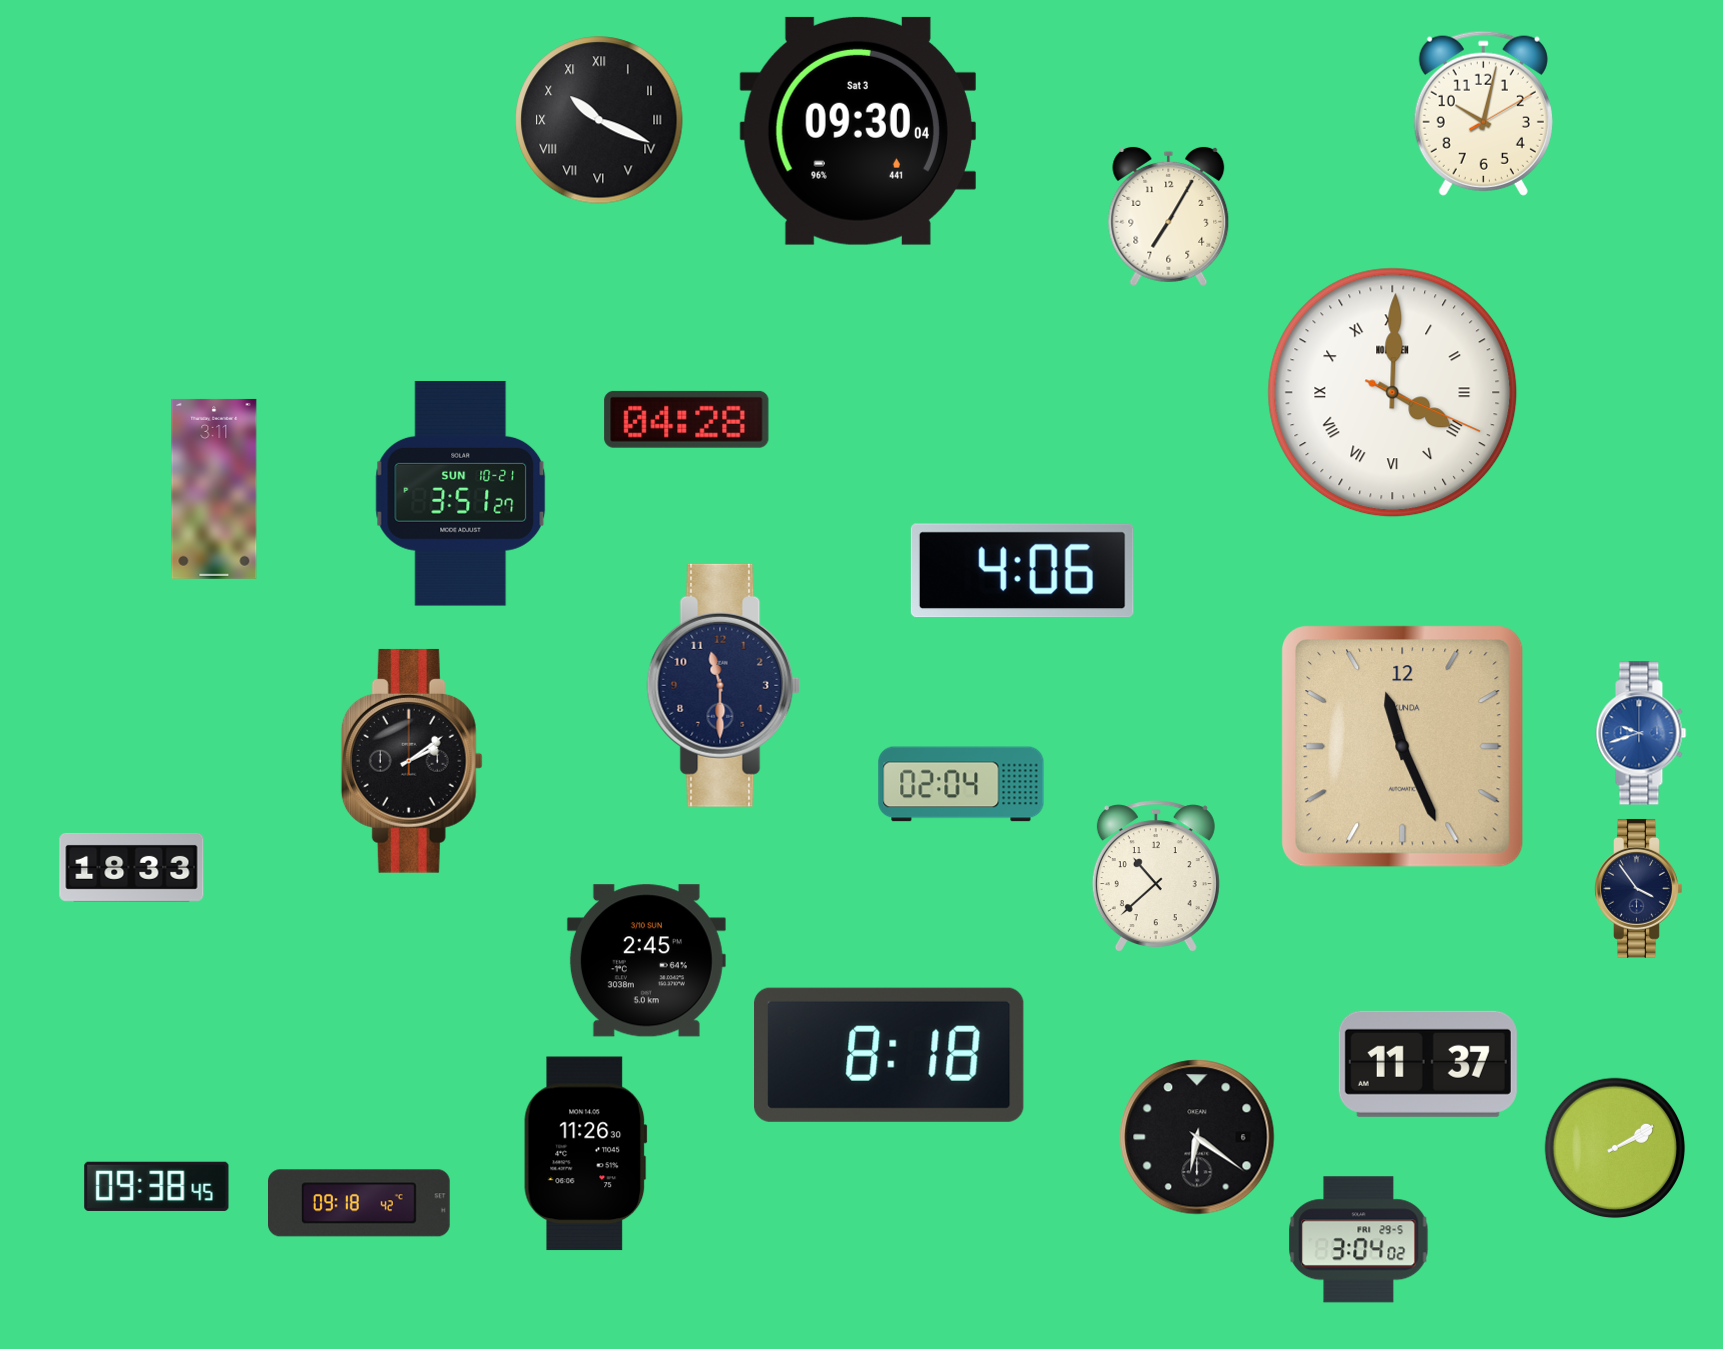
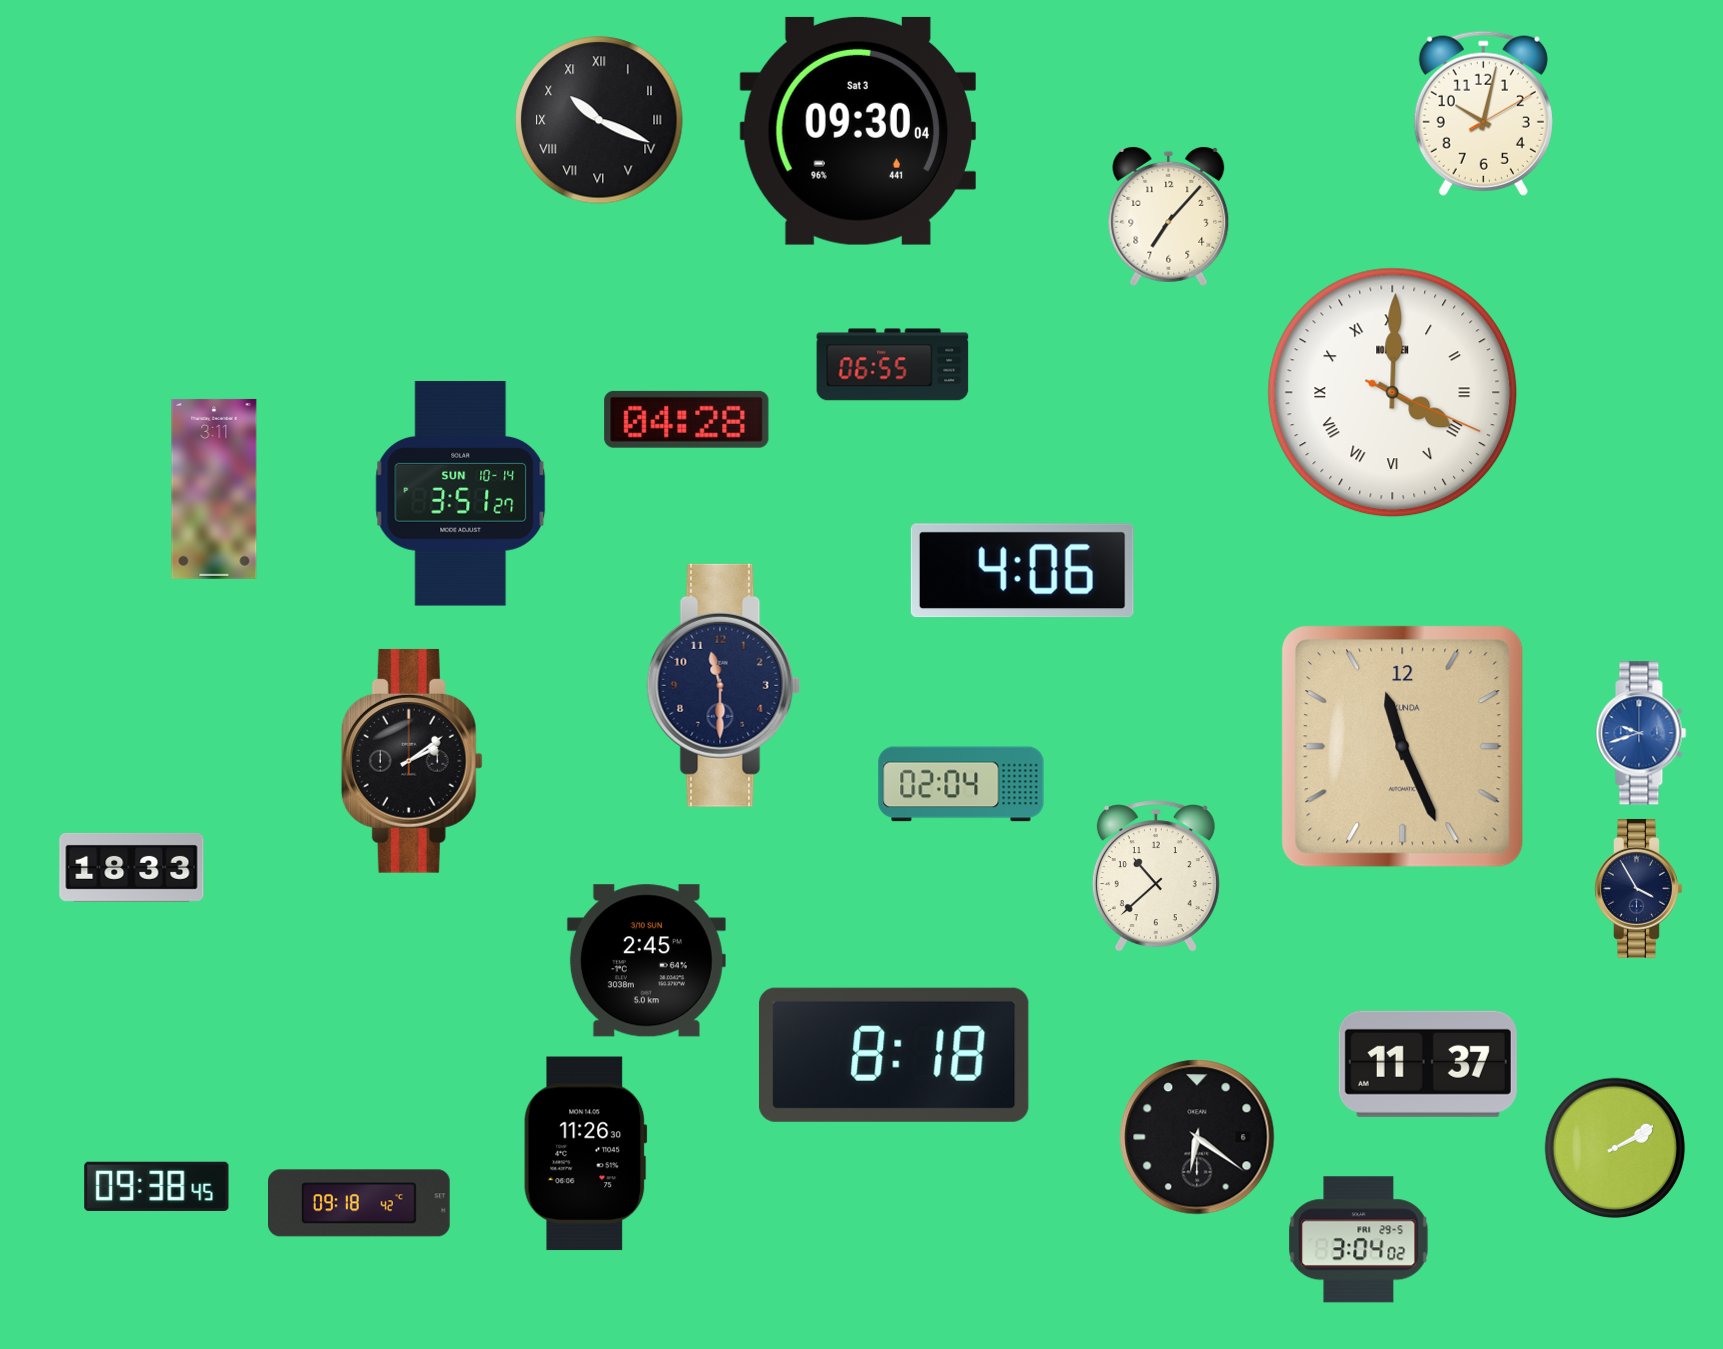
clock at (1169, 217): 7:05 -> 7:07
clock at (893, 365): none -> 06:55
clock at (461, 494) date: SUN 10-21 -> SUN 10-14
clock at (1639, 888): 3:54 -> 3:55
clock at (889, 1055) position: (889, 1055) -> (894, 1055)
